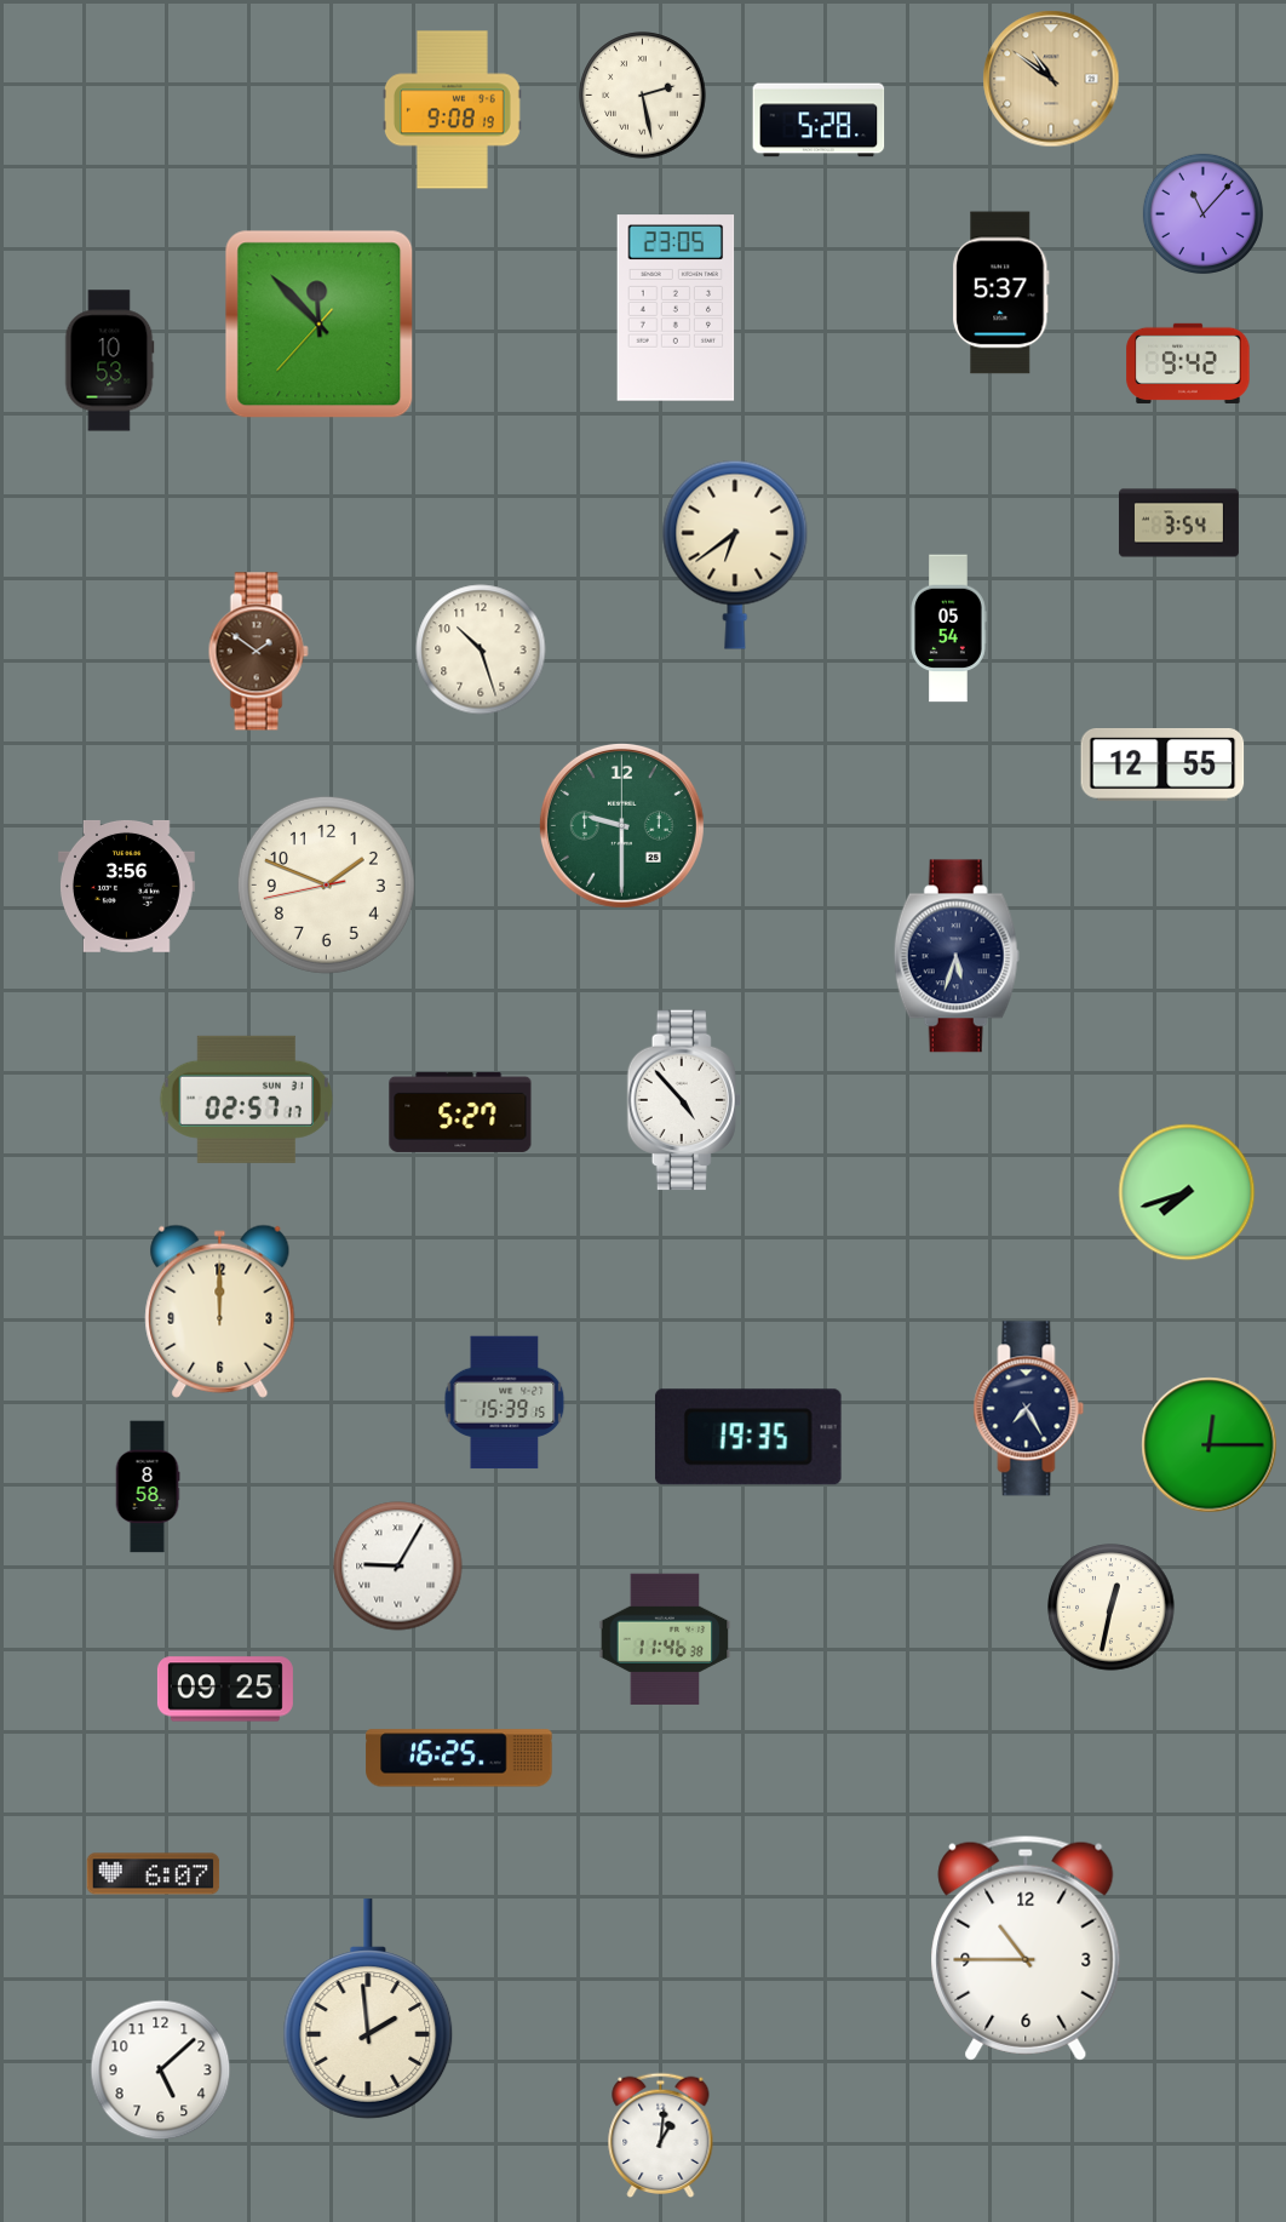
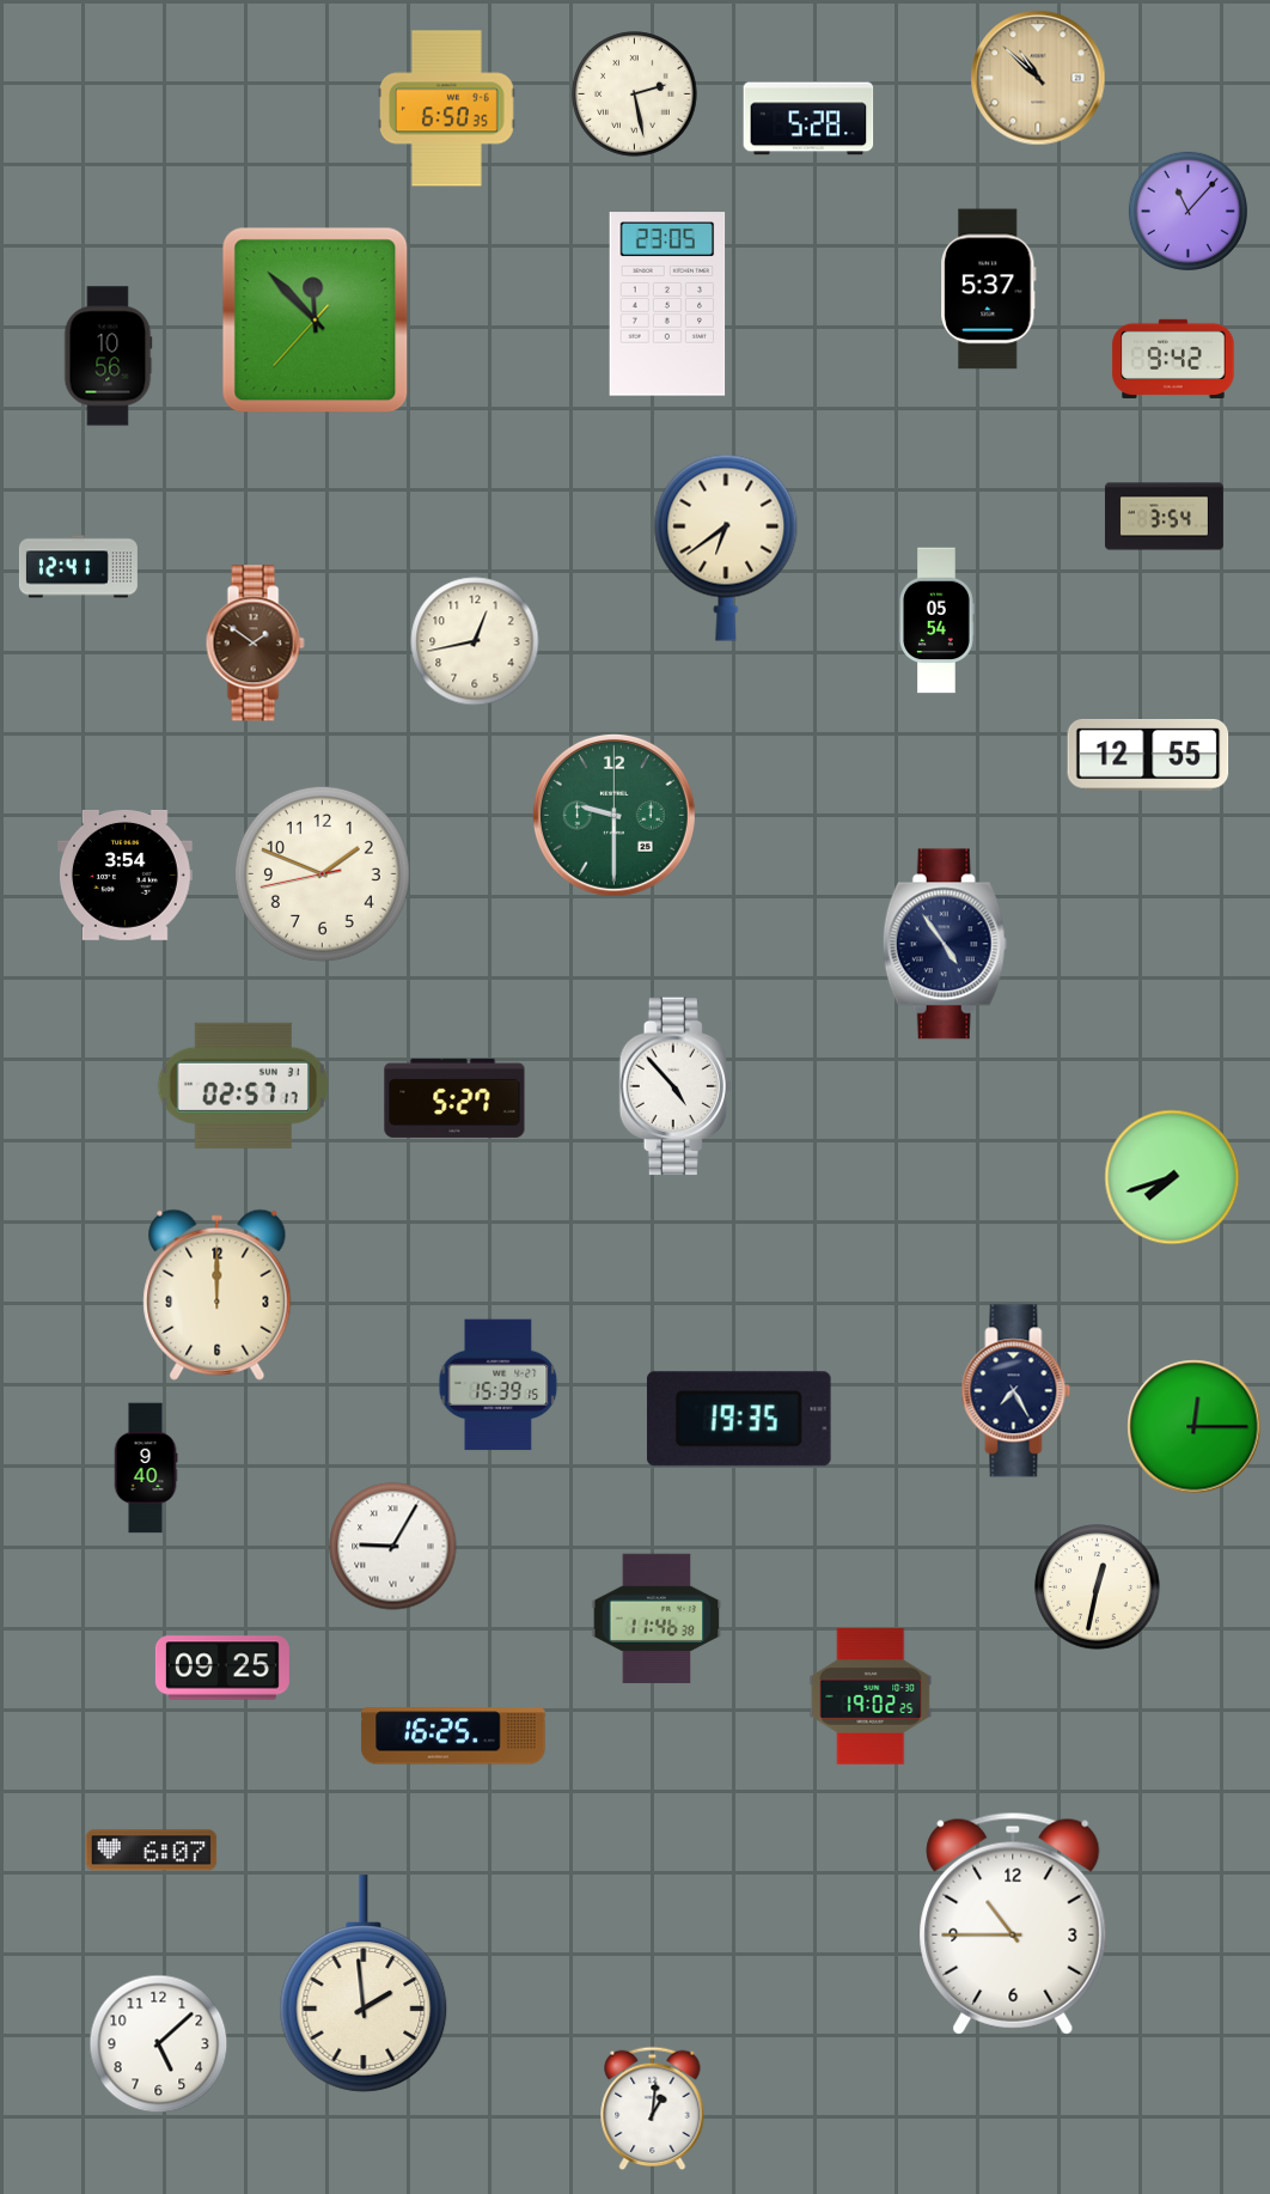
clock at (1051, 79): 10:51 -> 10:52
clock at (453, 110): 9:08 -> 6:50
clock at (109, 361): 10:53 -> 10:56
clock at (78, 567): none -> 12:41
clock at (481, 649): 10:27 -> 12:43
clock at (126, 886): 3:56 -> 3:54
clock at (957, 956): 5:33 -> 4:54
clock at (148, 1487): 8:58 -> 9:40
clock at (871, 1696): none -> 19:02
